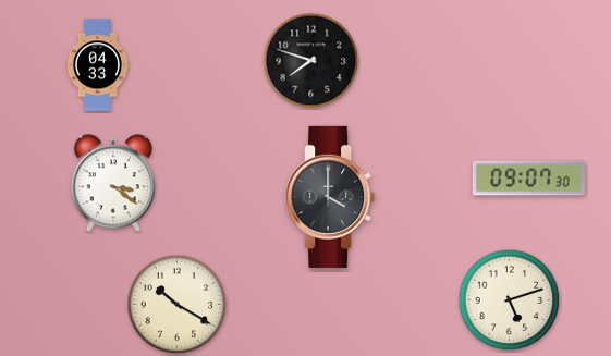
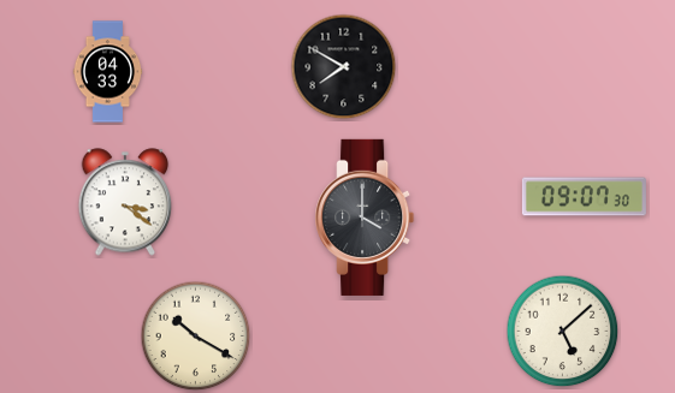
clock at (311, 61): 7:48 -> 7:50
clock at (510, 300): 5:12 -> 5:08
